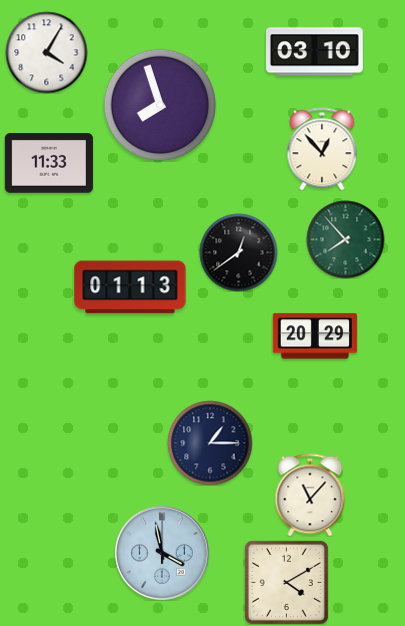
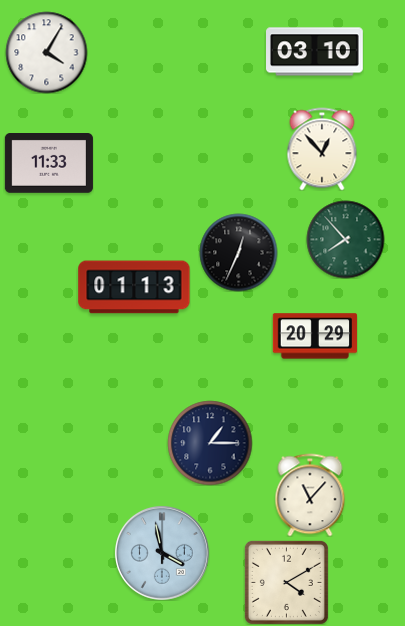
clock at (159, 104): 7:57 -> none
clock at (238, 252): 12:39 -> 12:34
clock at (130, 287) position: (130, 287) -> (134, 287)
